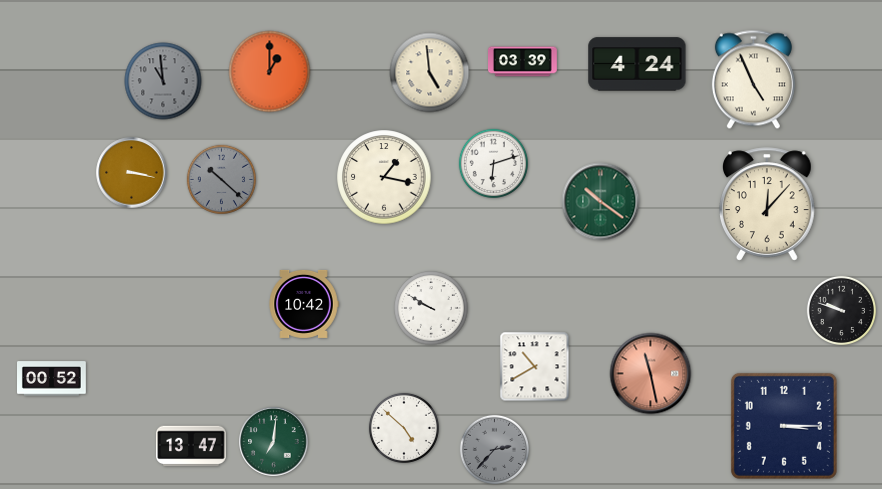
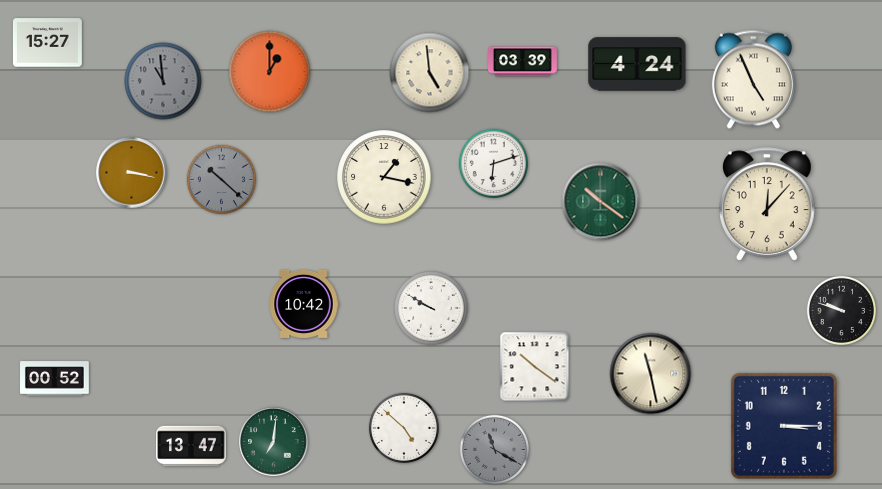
clock at (48, 43): none -> 15:27
clock at (535, 367): 10:40 -> 10:21
clock at (651, 374) dial: salmon -> cream
clock at (52, 379) position: (52, 379) -> (55, 379)
clock at (494, 449): 2:37 -> 11:20
